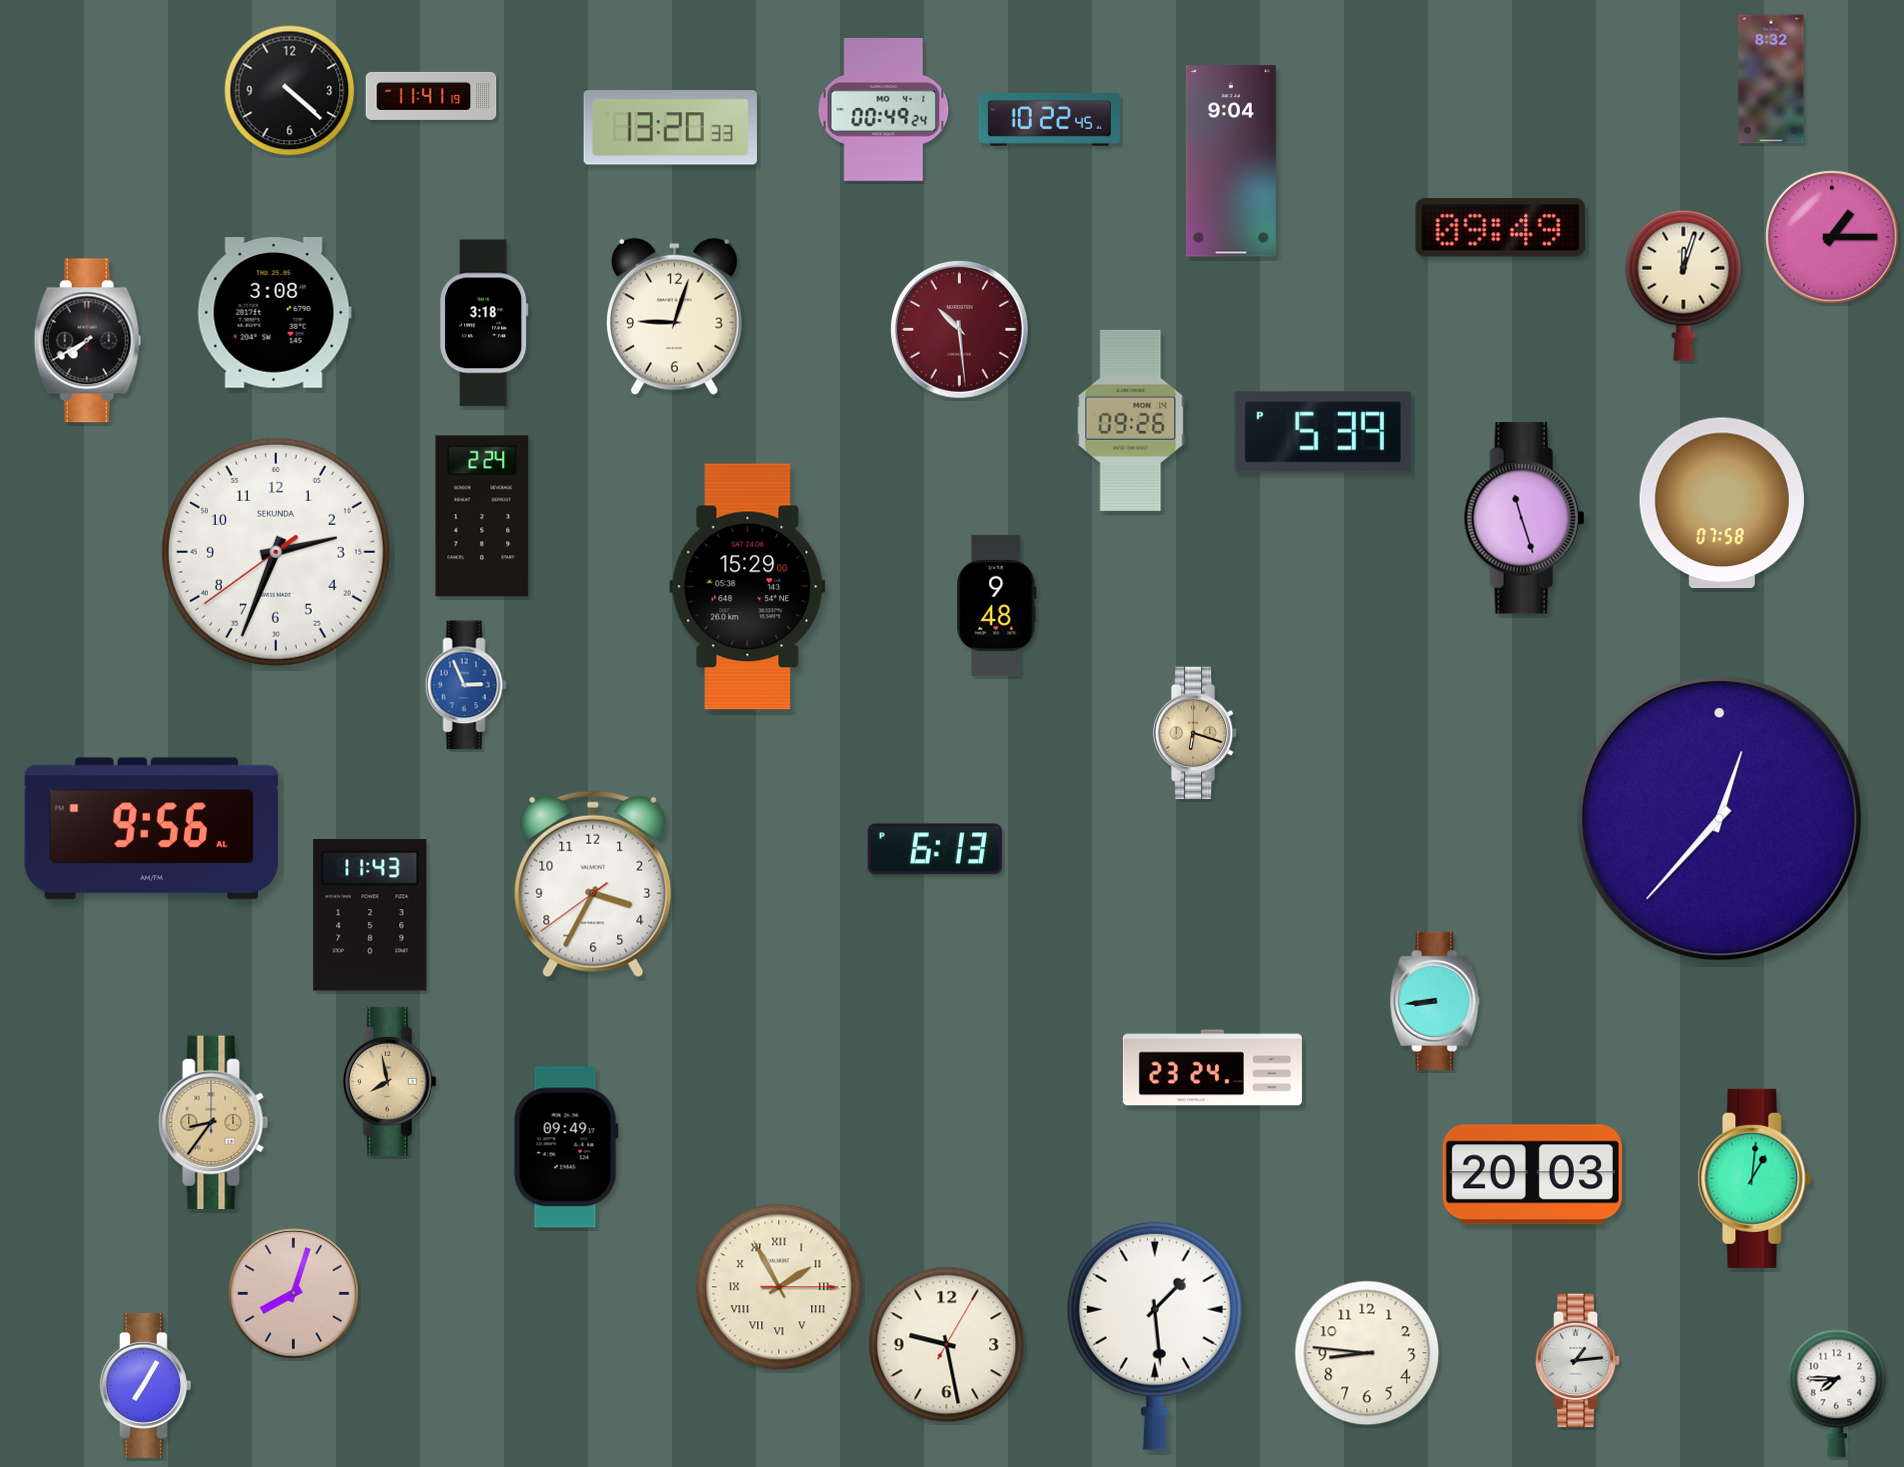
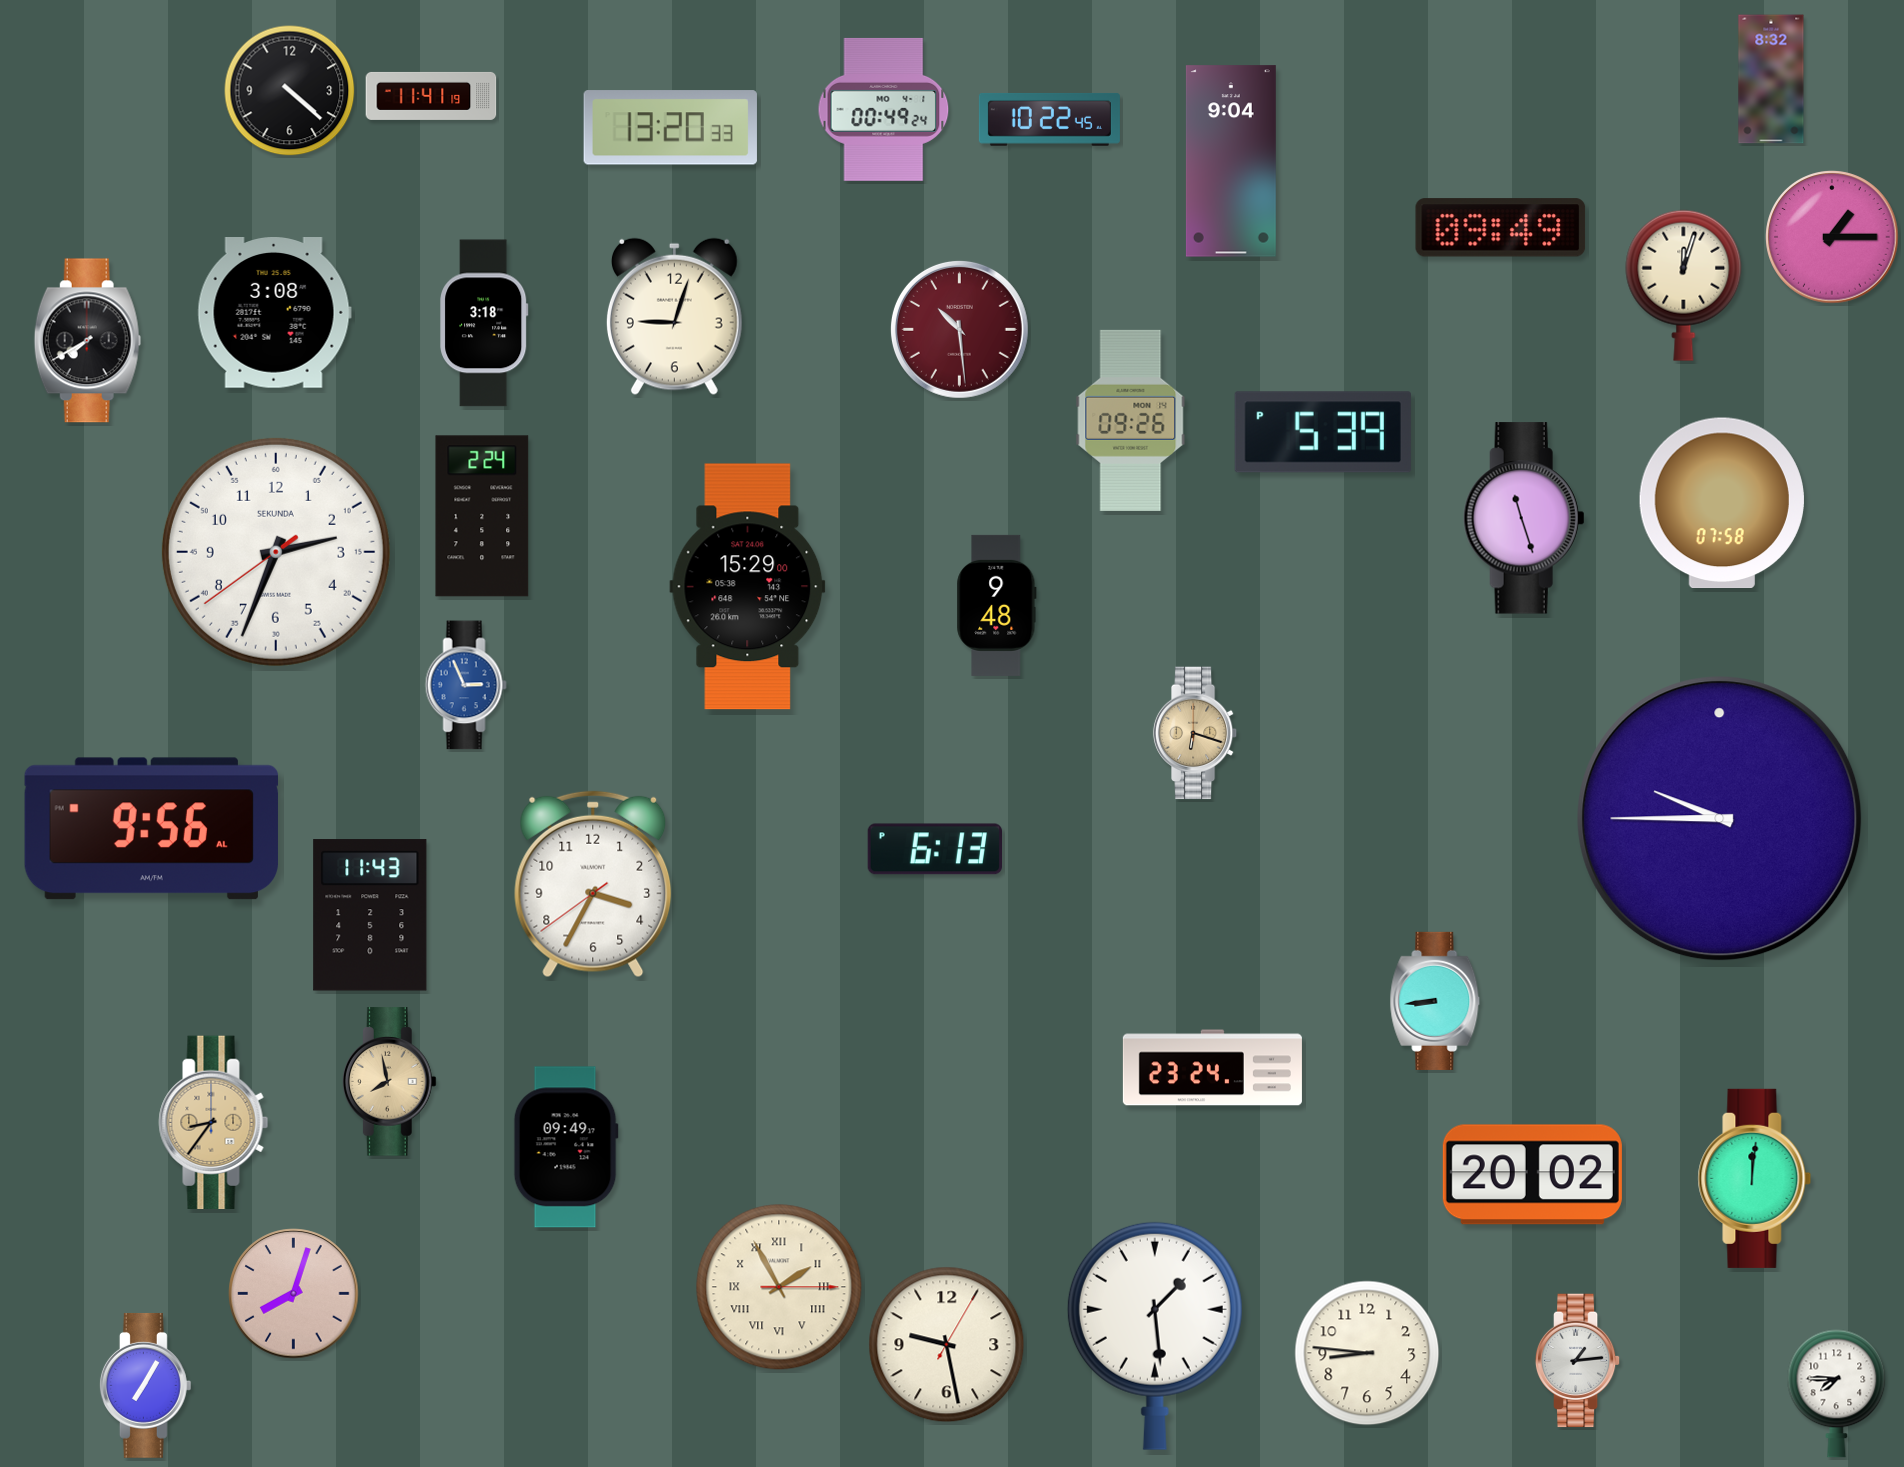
clock at (1720, 819): 12:37 -> 9:45
clock at (1532, 1175): 20:03 -> 20:02
clock at (1755, 1178): 1:01 -> 12:01
